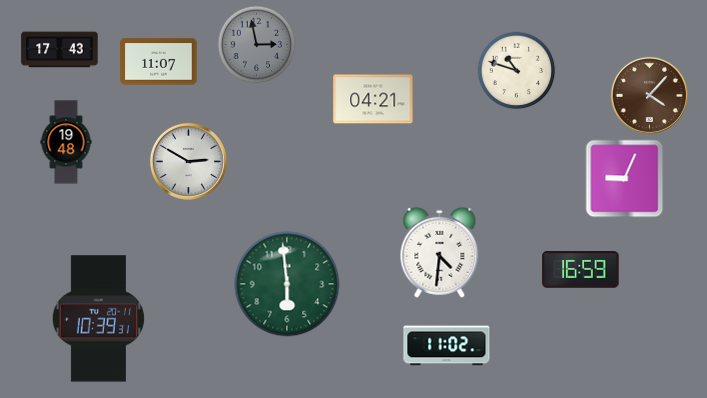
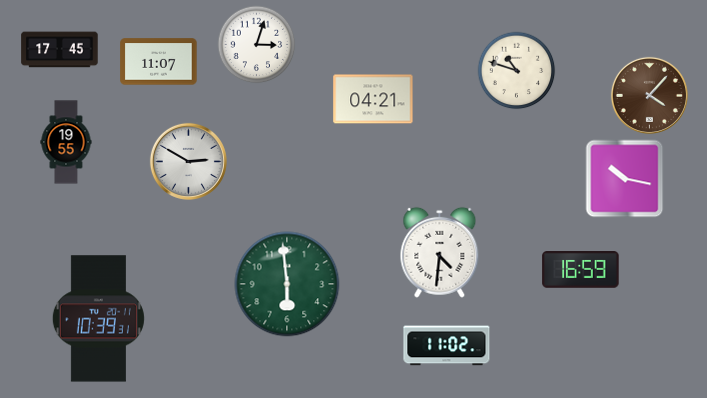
clock at (256, 44): 2:58 -> 3:03
clock at (256, 44) dial: grey -> white
clock at (60, 50): 17:43 -> 17:45
clock at (66, 142): 19:48 -> 19:55
clock at (624, 178): 9:04 -> 10:17
